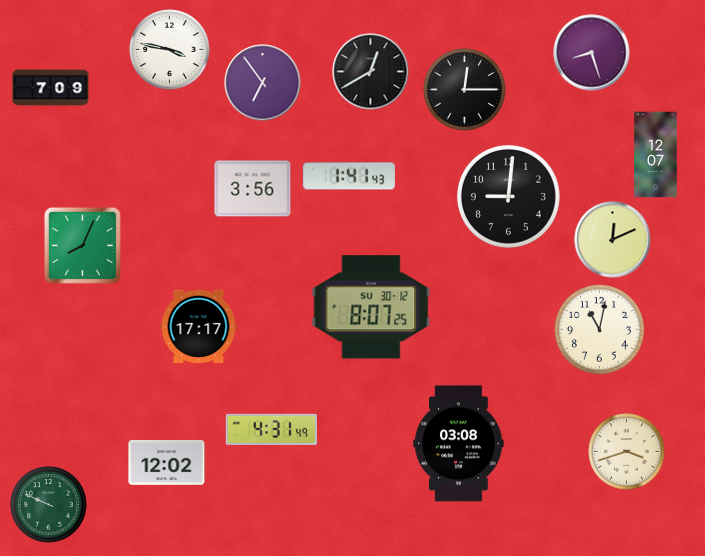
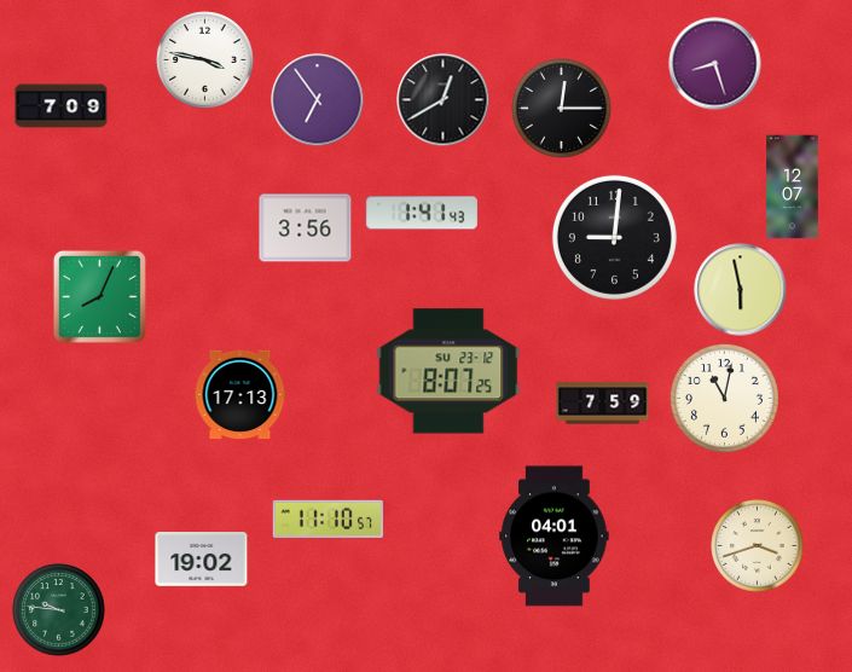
clock at (371, 72) position: (371, 72) -> (444, 100)
clock at (613, 240): 12:11 -> 5:58
clock at (371, 307) date: SU 30-12 -> SU 23-12
clock at (199, 327): 17:17 -> 17:13
clock at (603, 404): none -> 7:59
clock at (271, 429): 4:31 -> 11:10
clock at (459, 444): 03:08 -> 04:01
clock at (167, 463): 12:02 -> 19:02
clock at (49, 505): 9:49 -> 9:46
